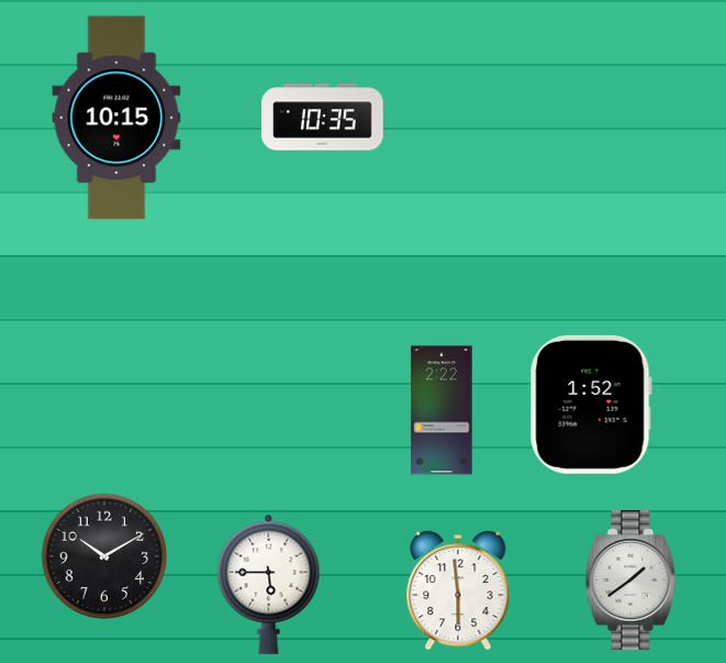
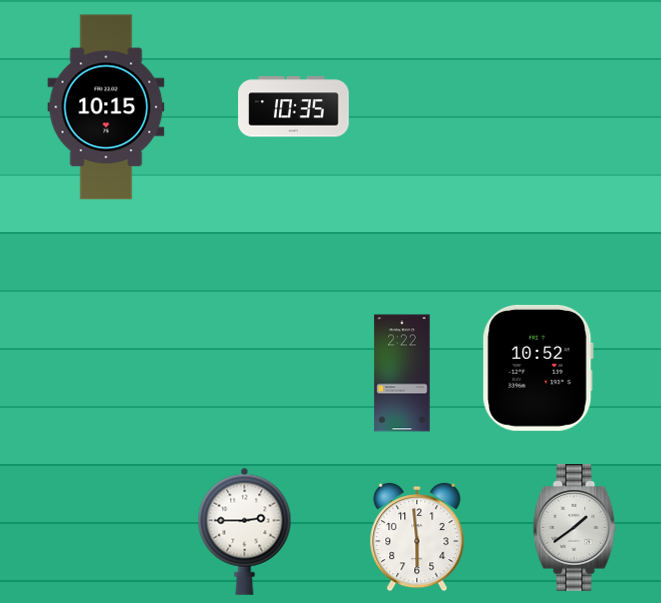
clock at (591, 405): 1:52 -> 10:52
clock at (104, 556): 10:10 -> none
clock at (269, 584): 5:45 -> 2:45
